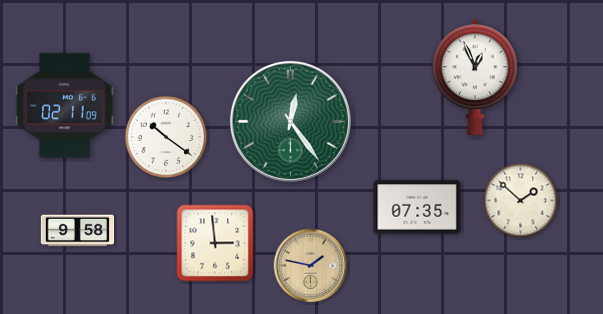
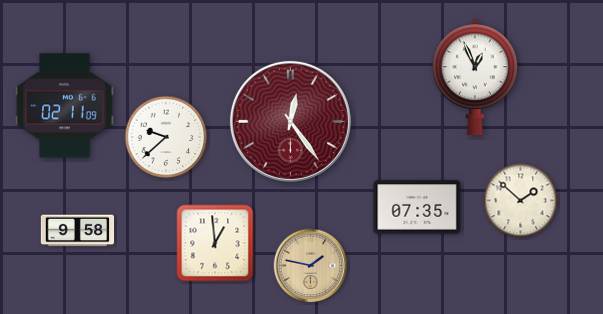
clock at (290, 121) dial: green -> burgundy
clock at (166, 137): 10:21 -> 9:38
clock at (215, 243): 2:59 -> 12:59
